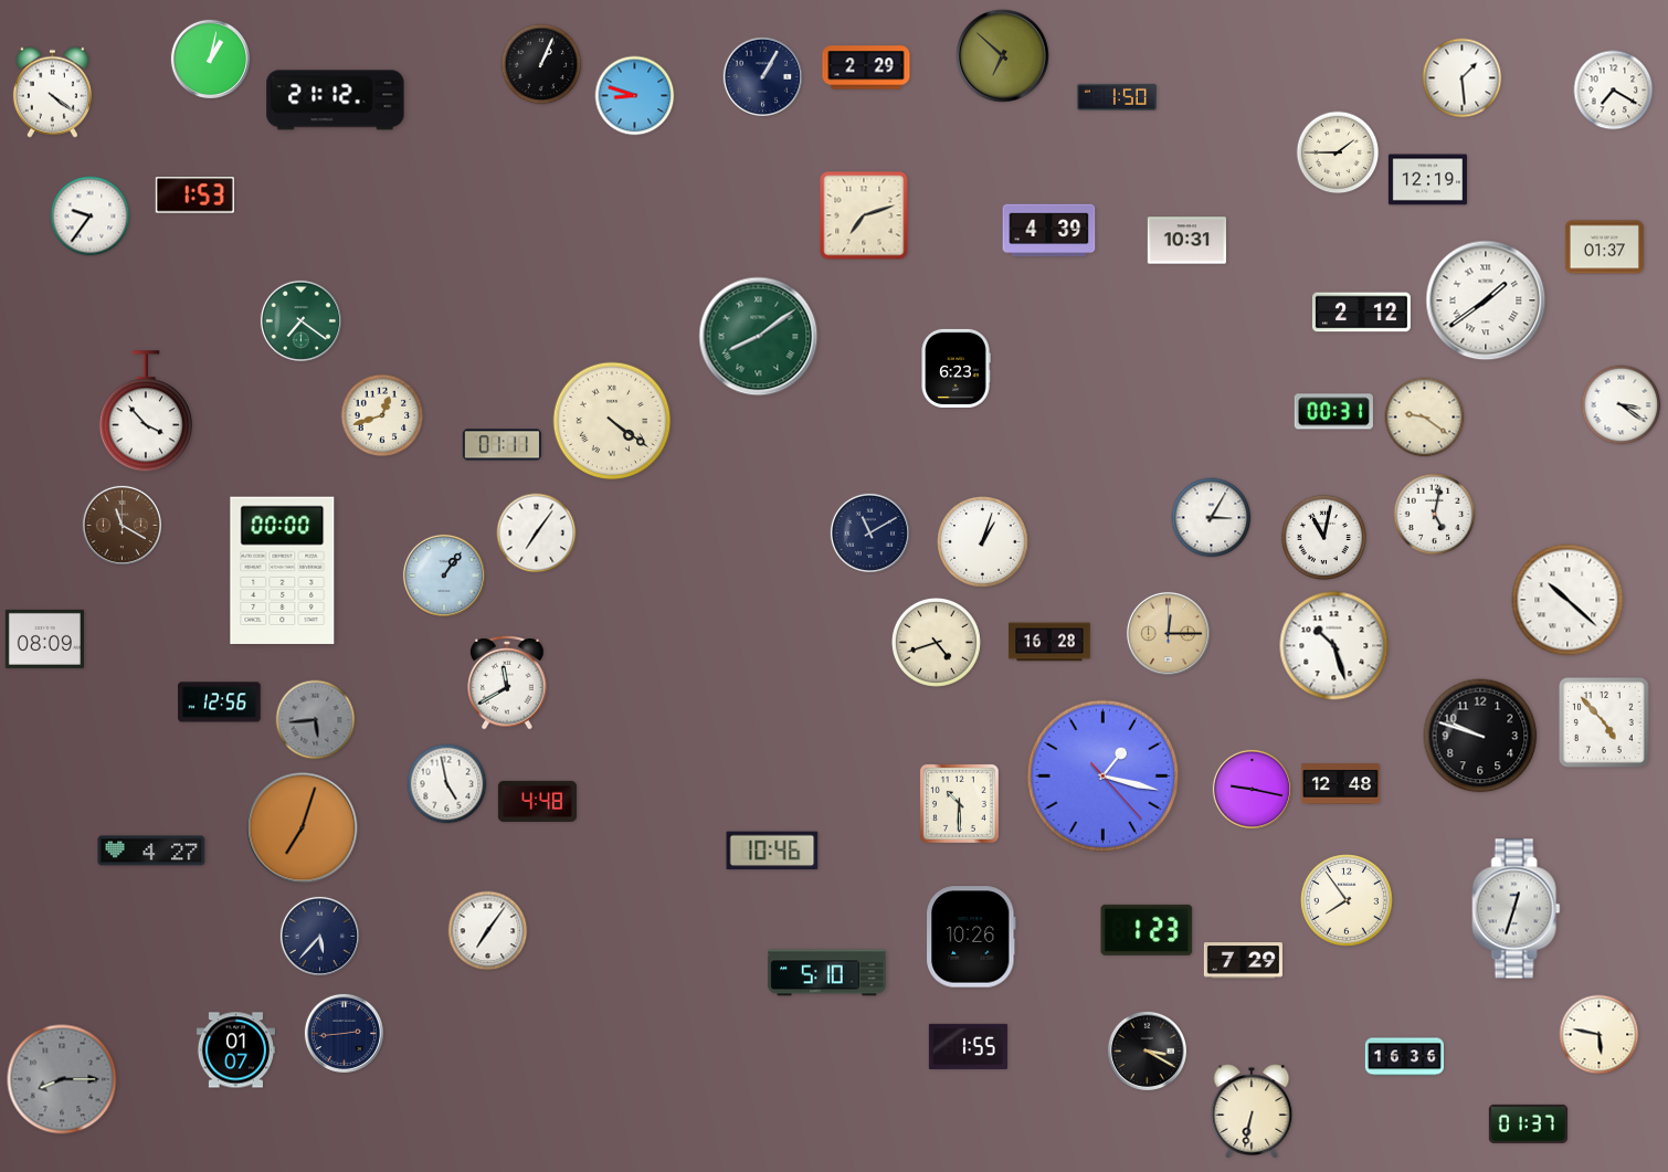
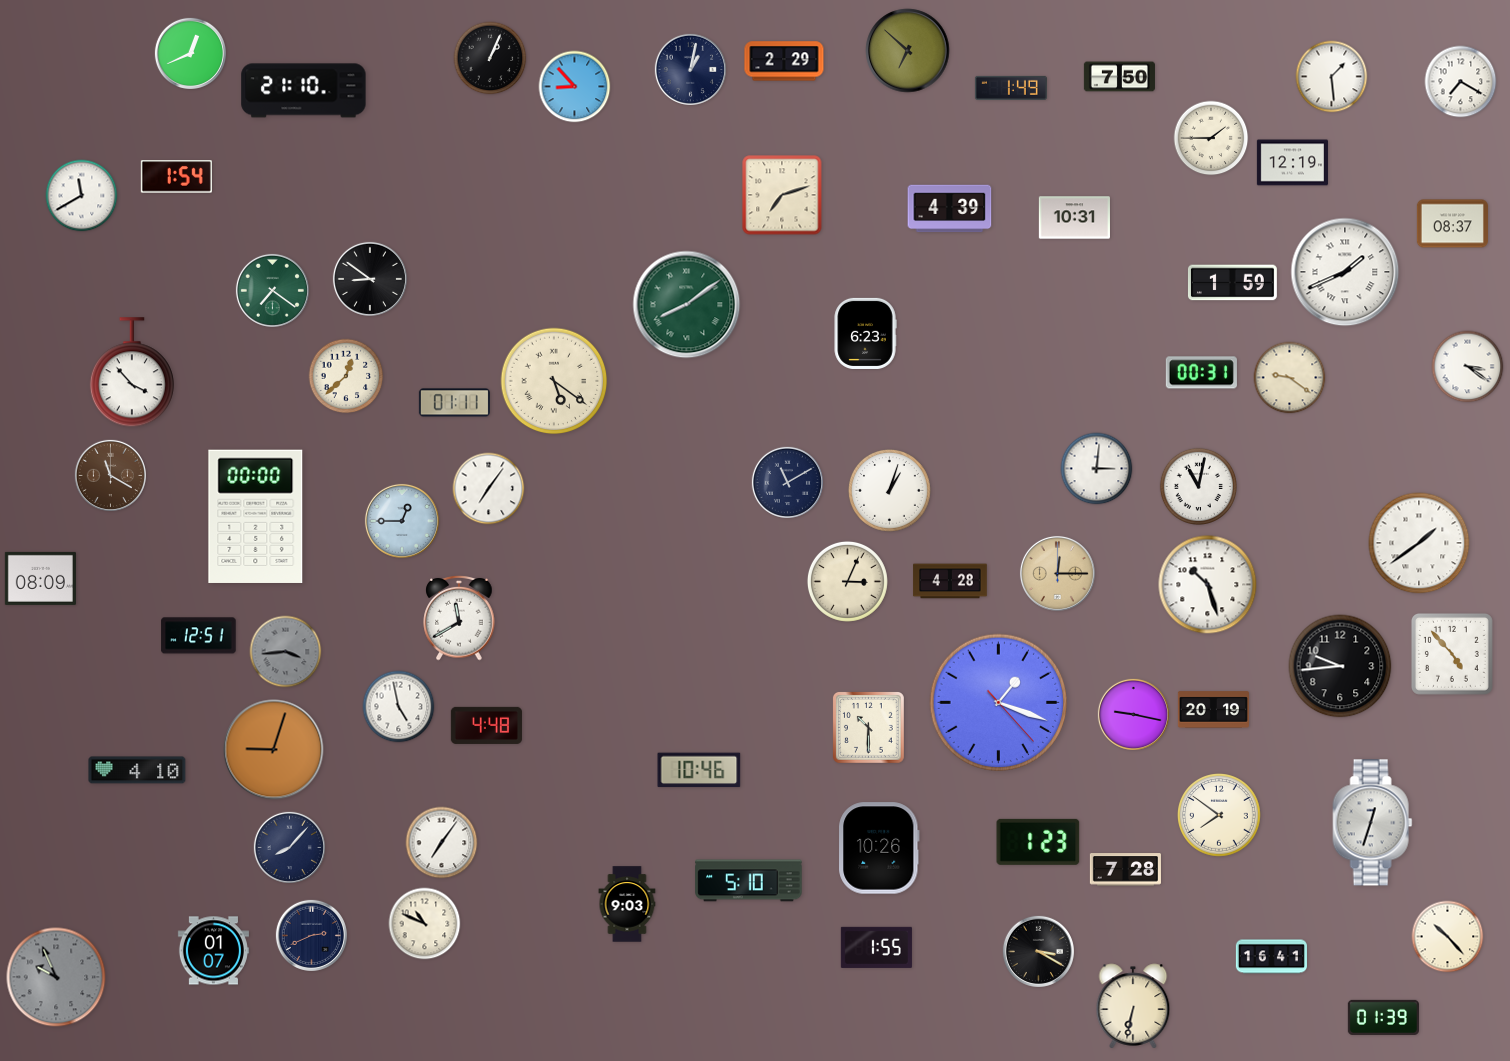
clock at (210, 59): 1:02 -> 12:41
clock at (762, 76): 1:05 -> 1:02
clock at (1463, 78) position: (1463, 78) -> (1332, 77)
clock at (1119, 77): none -> 7:50
clock at (52, 92): 4:21 -> none
clock at (635, 96): 8:48 -> 8:53
clock at (1117, 97): 1:50 -> 1:49
clock at (336, 101): 21:12 -> 21:10
clock at (194, 196): 1:53 -> 1:54
clock at (91, 217): 9:36 -> 11:40
clock at (1604, 247): 01:37 -> 08:37
clock at (1486, 300): 1:39 -> 1:41
clock at (370, 279): none -> 8:51
clock at (1361, 313): 2:12 -> 1:59
clock at (1333, 412) position: (1333, 412) -> (1201, 373)
clock at (382, 415): 12:42 -> 12:38
clock at (612, 421): 4:21 -> 5:21
clock at (1435, 515): 5:02 -> none
clock at (1212, 518): 3:05 -> 3:01
clock at (537, 534) position: (537, 534) -> (489, 489)
clock at (444, 576): 1:06 -> 12:45
clock at (1567, 600): 10:22 -> 1:39
clock at (936, 642): 4:42 -> 3:04
clock at (1049, 642): 16:28 -> 4:28
clock at (220, 703): 12:56 -> 12:51
clock at (316, 720): 5:44 -> 3:44
clock at (1480, 736): 9:48 -> 9:44
clock at (1104, 777): 1:17 -> 1:18
clock at (447, 784) position: (447, 784) -> (399, 707)
clock at (1340, 784): 12:48 -> 20:19
clock at (303, 828): 7:03 -> 9:03
clock at (151, 851): 4:27 -> 4:10
clock at (1348, 901): 7:54 -> 7:51
clock at (319, 936): 5:37 -> 8:07
clock at (1243, 961): 7:29 -> 7:28
clock at (627, 904): none -> 9:03
clock at (425, 924): none -> 10:49
clock at (344, 1033): 2:44 -> 2:41
clock at (1600, 1035): 5:47 -> 10:23
clock at (1404, 1057): 16:36 -> 16:41
clock at (62, 1079): 8:15 -> 9:56
clock at (1528, 1123): 01:37 -> 01:39
